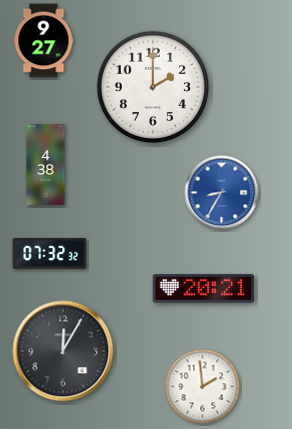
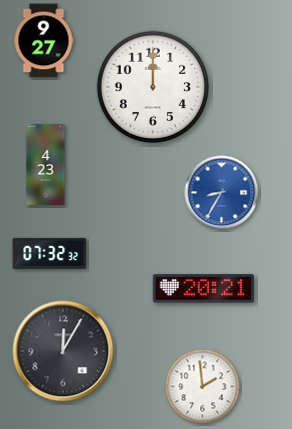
clock at (153, 87): 2:00 -> 12:00
clock at (46, 164): 4:38 -> 4:23
